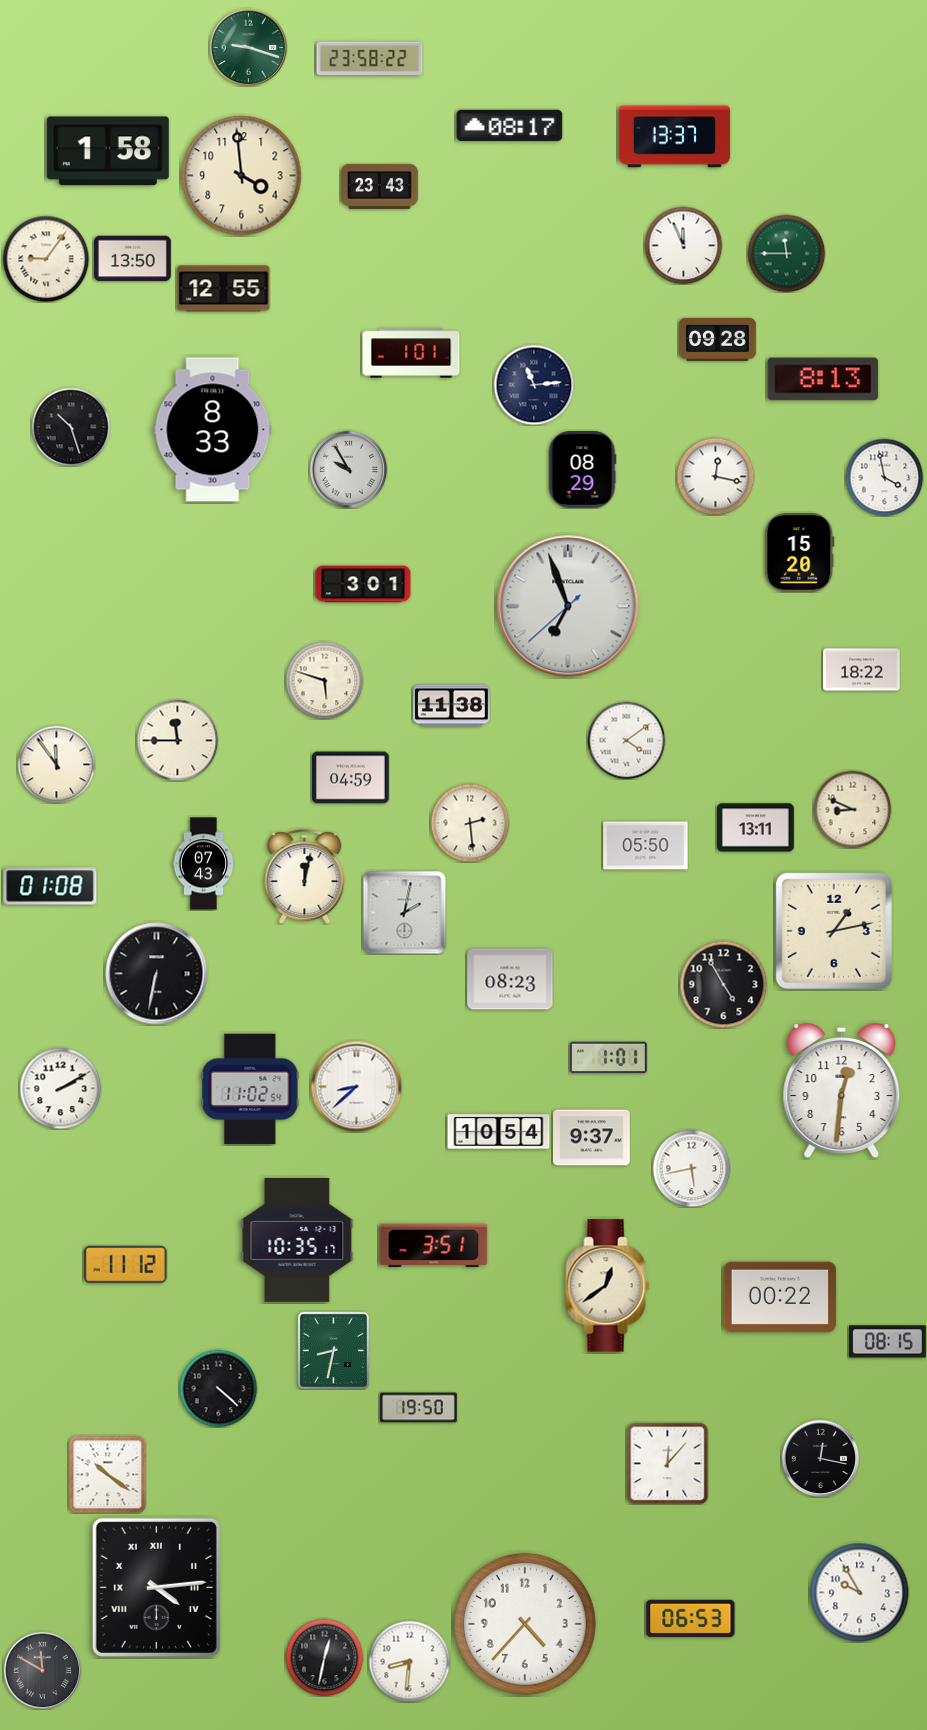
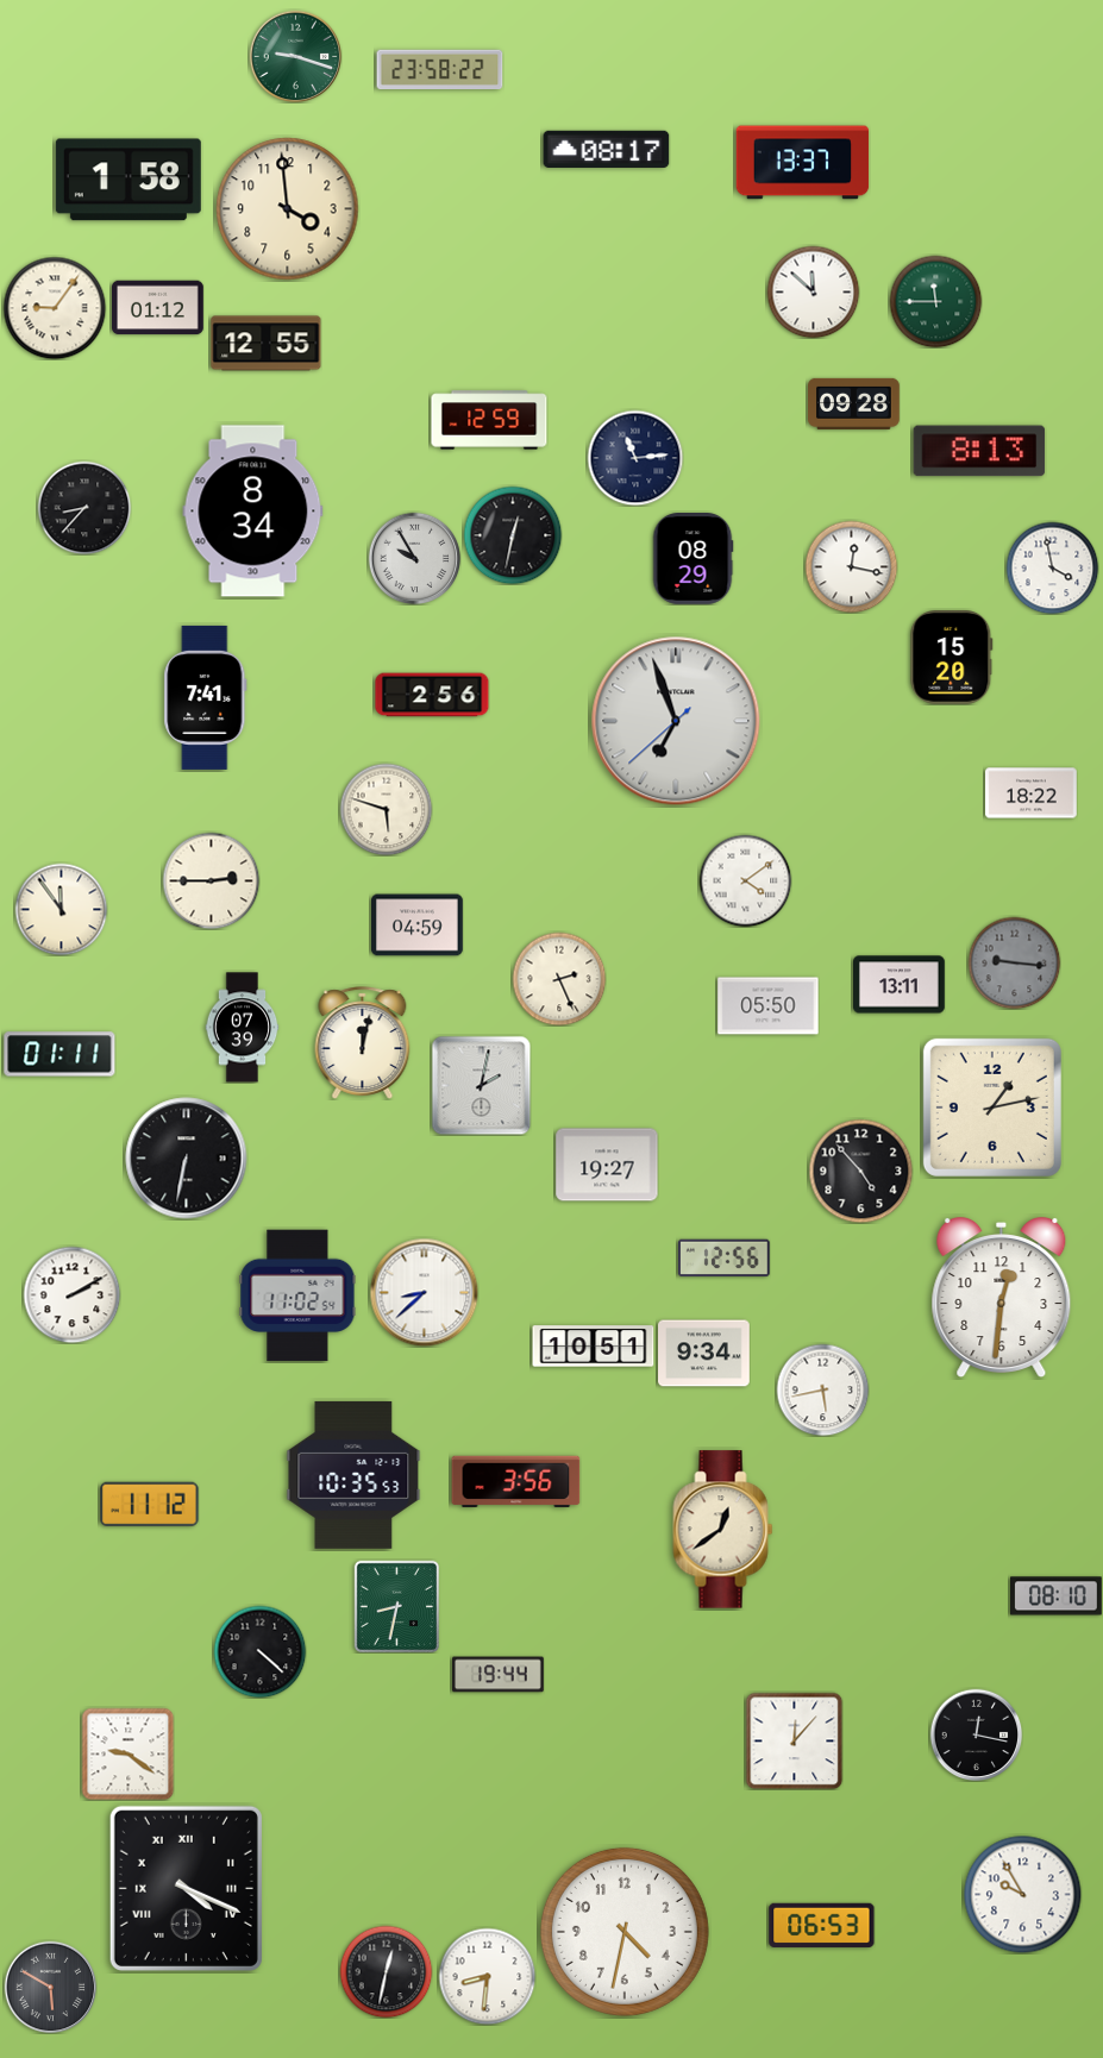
clock at (380, 186): 23:43 -> none
clock at (683, 245): 11:56 -> 11:52
clock at (133, 259): 13:50 -> 01:12
clock at (411, 353): 1:01 -> 12:59
clock at (71, 427): 10:27 -> 8:37
clock at (213, 430): 8:33 -> 8:34
clock at (513, 535): none -> 12:32
clock at (363, 584): 3:01 -> 2:56
clock at (206, 697): none -> 7:41
clock at (862, 670) position: (862, 670) -> (1032, 793)
clock at (452, 706): 11:38 -> none
clock at (177, 740): 11:45 -> 2:45
clock at (56, 764) position: (56, 764) -> (61, 909)
clock at (852, 809): 8:49 -> 9:16
clock at (852, 809) dial: cream -> grey
clock at (470, 823): 2:29 -> 2:26
clock at (204, 864): 07:43 -> 07:39
clock at (50, 886): 01:08 -> 01:11
clock at (510, 979): 08:23 -> 19:27
clock at (723, 984): 4:55 -> 4:53
clock at (608, 1058): 1:01 -> 12:56
clock at (499, 1132): 10:54 -> 10:51
clock at (592, 1138): 9:37 -> 9:34
clock at (297, 1240): 10:35:17 -> 10:35:53
clock at (434, 1245): 3:51 -> 3:56
clock at (780, 1297): 00:22 -> none
clock at (888, 1342): 08:15 -> 08:10
clock at (419, 1408): 19:50 -> 19:44
clock at (107, 1474): 10:21 -> 9:21
clock at (156, 1587): 4:14 -> 4:19
clock at (525, 1624): 4:37 -> 4:32
clock at (42, 1670): 11:50 -> 5:50
